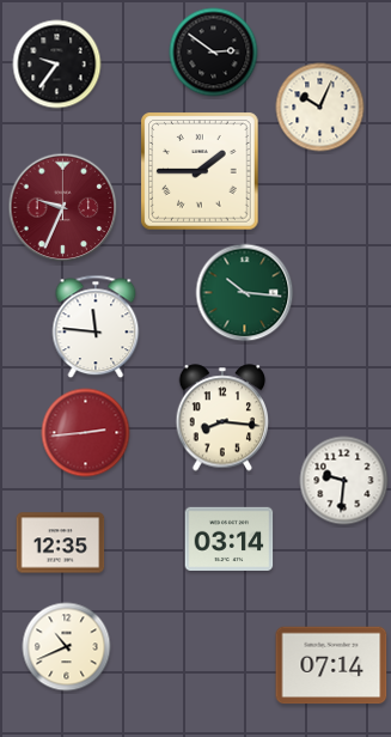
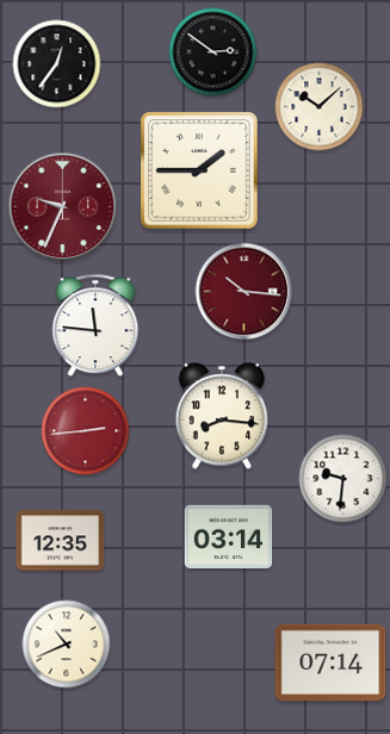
clock at (57, 65): 9:36 -> 12:36
clock at (320, 108): 10:04 -> 10:08
clock at (245, 293) dial: green -> burgundy
